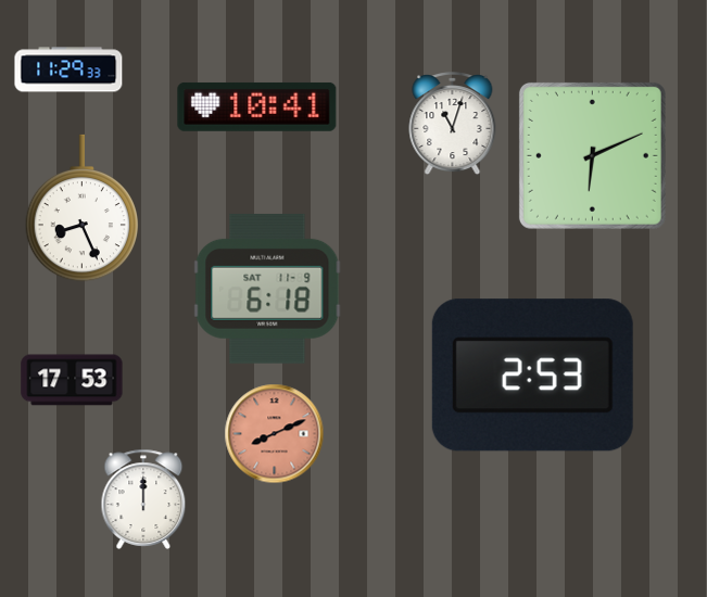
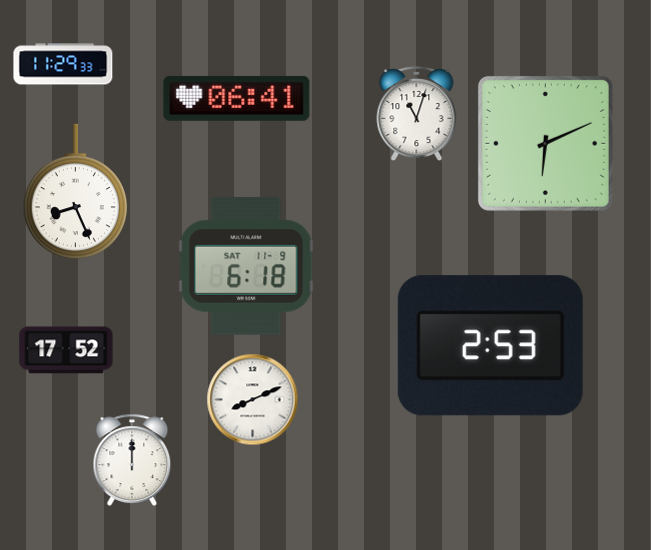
clock at (257, 106): 10:41 -> 06:41
clock at (72, 380): 17:53 -> 17:52
clock at (275, 434) dial: salmon -> white
